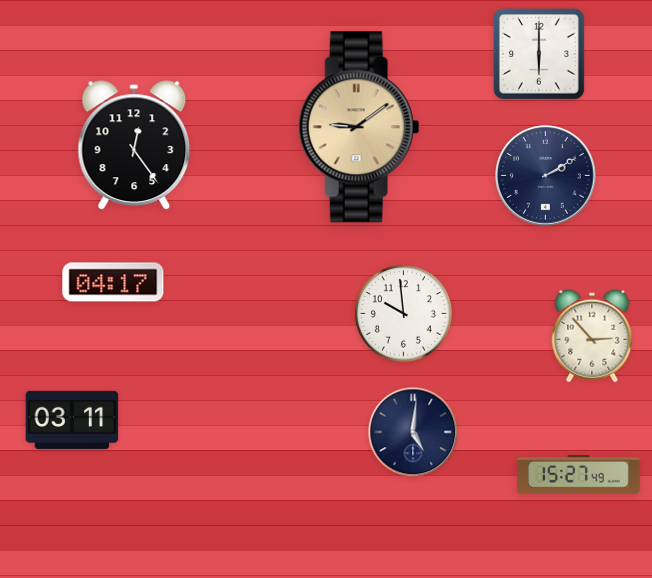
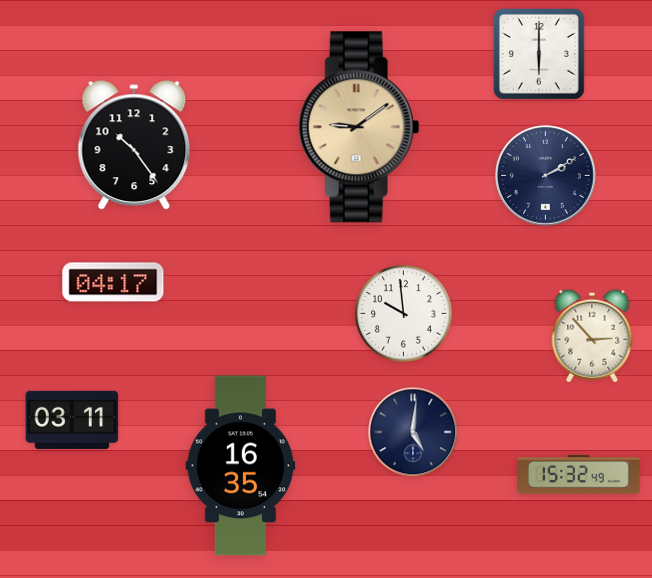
clock at (134, 146): 12:24 -> 10:24
clock at (241, 466): none -> 16:35
clock at (579, 475): 15:27 -> 15:32
